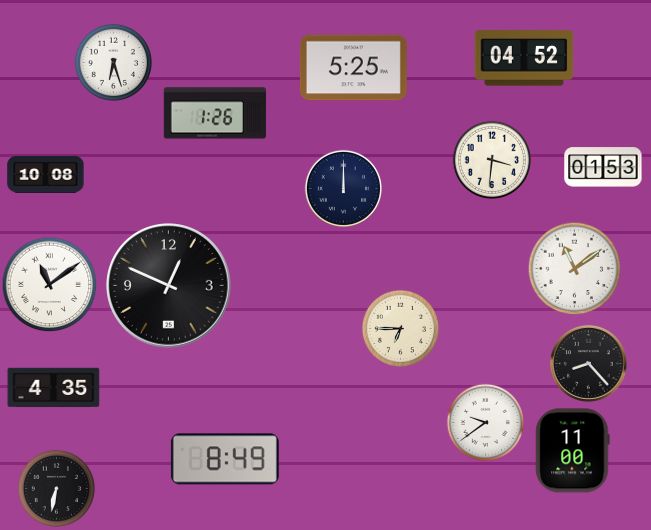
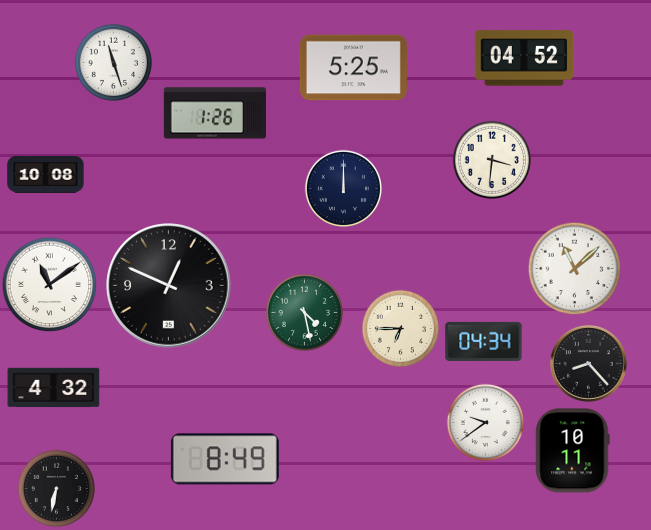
clock at (113, 62): 6:27 -> 11:27
clock at (603, 167): 01:53 -> none
clock at (574, 268): 11:09 -> 11:08
clock at (304, 312): none -> 4:28
clock at (484, 341): none -> 04:34
clock at (54, 388): 4:35 -> 4:32
clock at (573, 451): 11:00 -> 10:11
